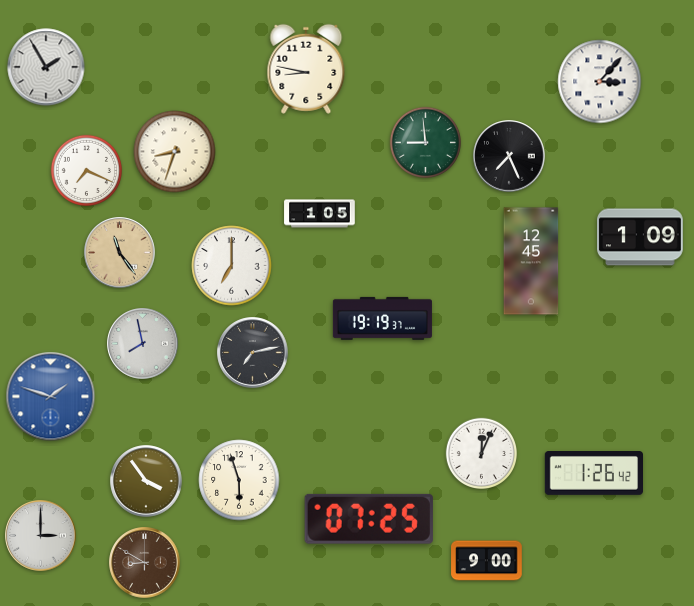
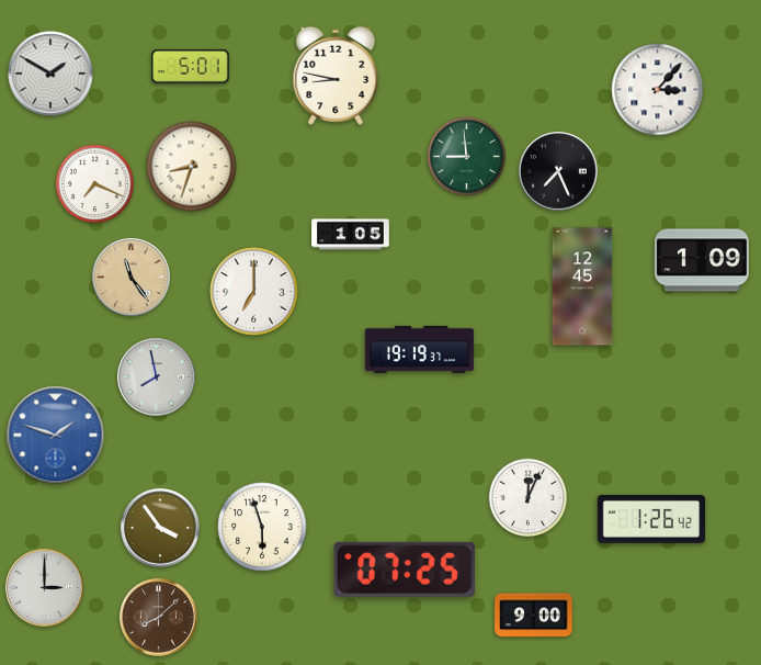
clock at (191, 67): none -> 5:01
clock at (46, 67): 1:55 -> 1:50
clock at (86, 170) position: (86, 170) -> (94, 183)
clock at (253, 353): 7:13 -> none
clock at (145, 563): 8:50 -> 8:08
